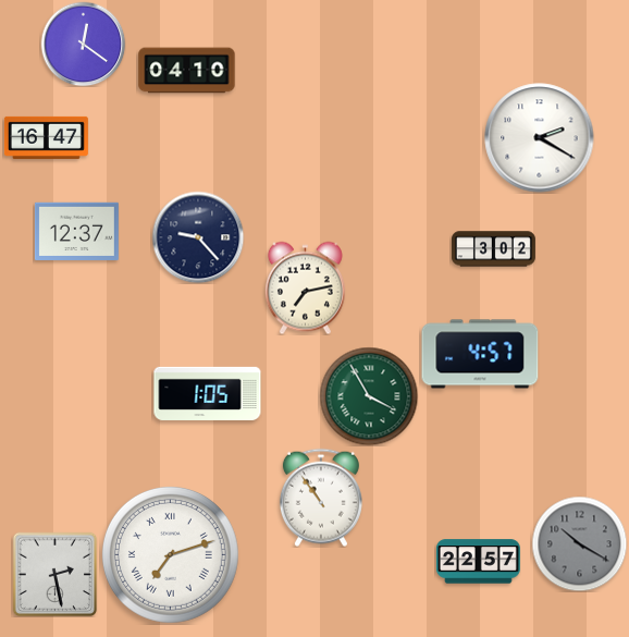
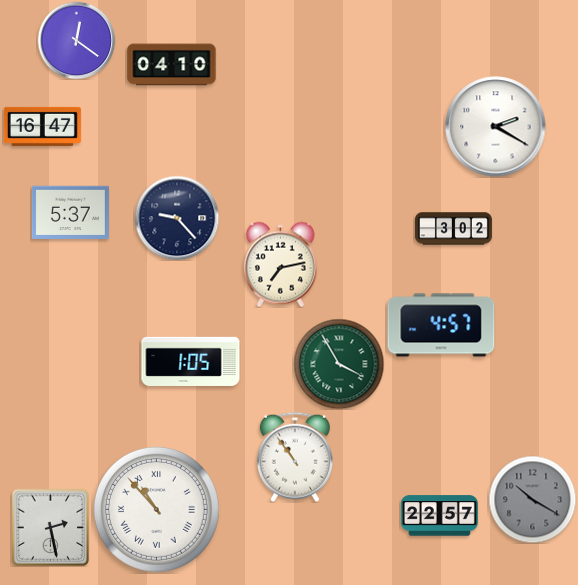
clock at (76, 231): 12:37 -> 5:37
clock at (198, 237) position: (198, 237) -> (177, 218)
clock at (170, 554): 7:12 -> 10:53
